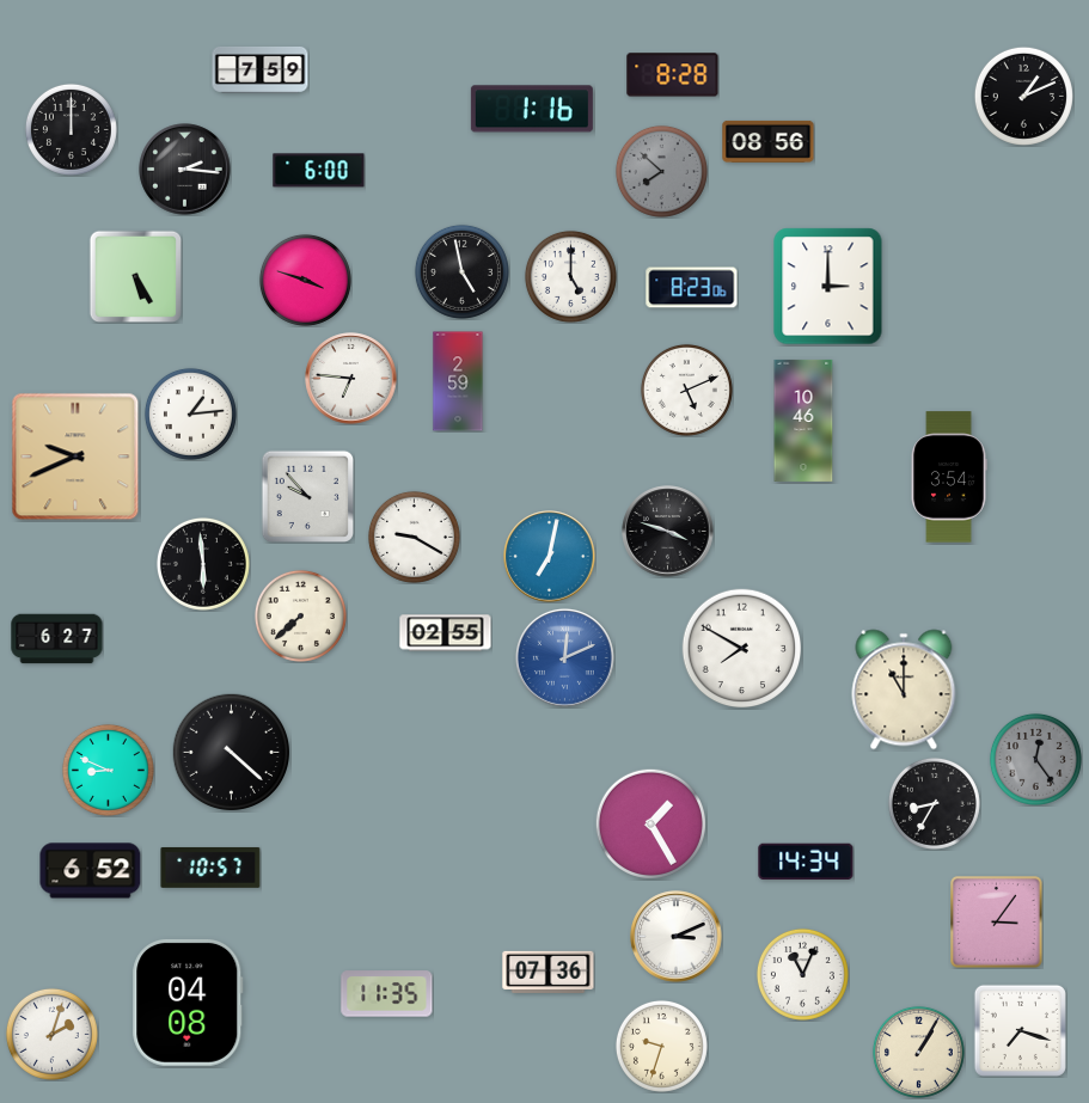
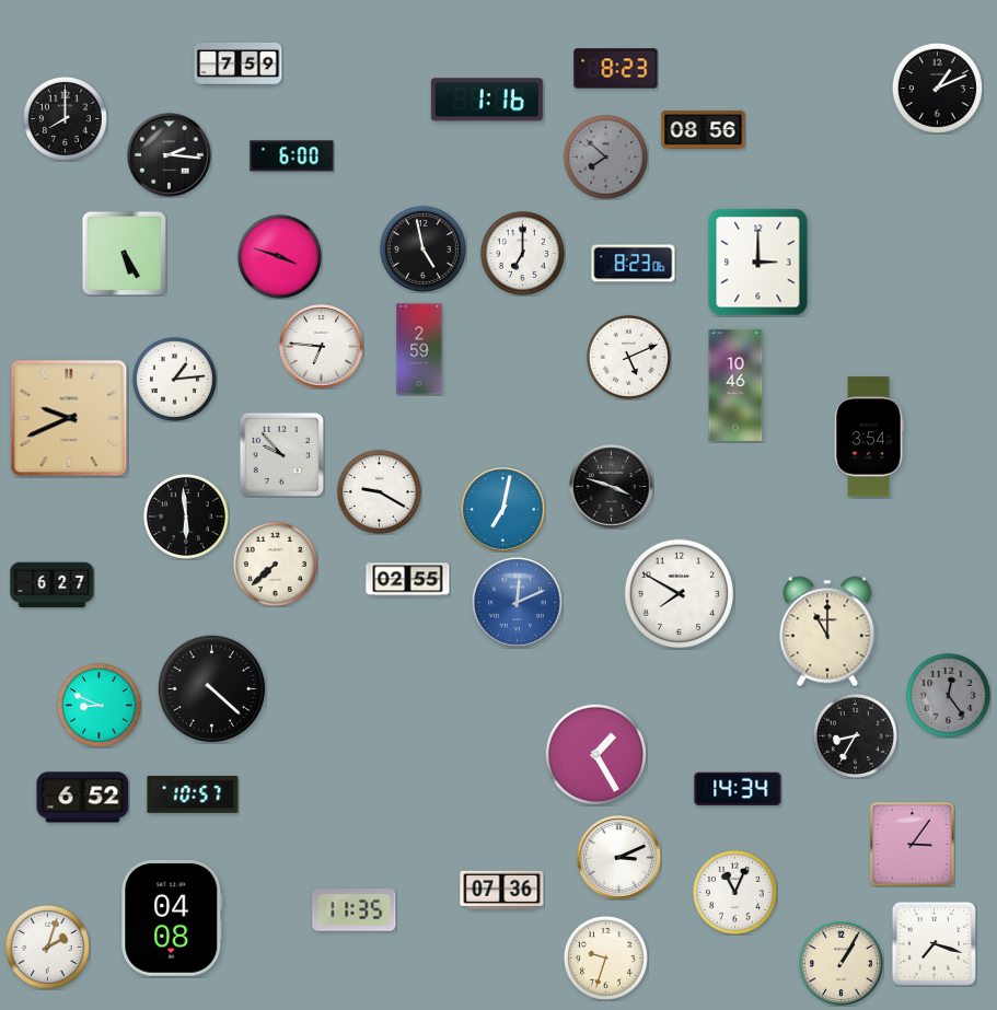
clock at (673, 75): 8:28 -> 8:23
clock at (71, 129): 12:00 -> 8:00
clock at (570, 276): 5:00 -> 7:00
